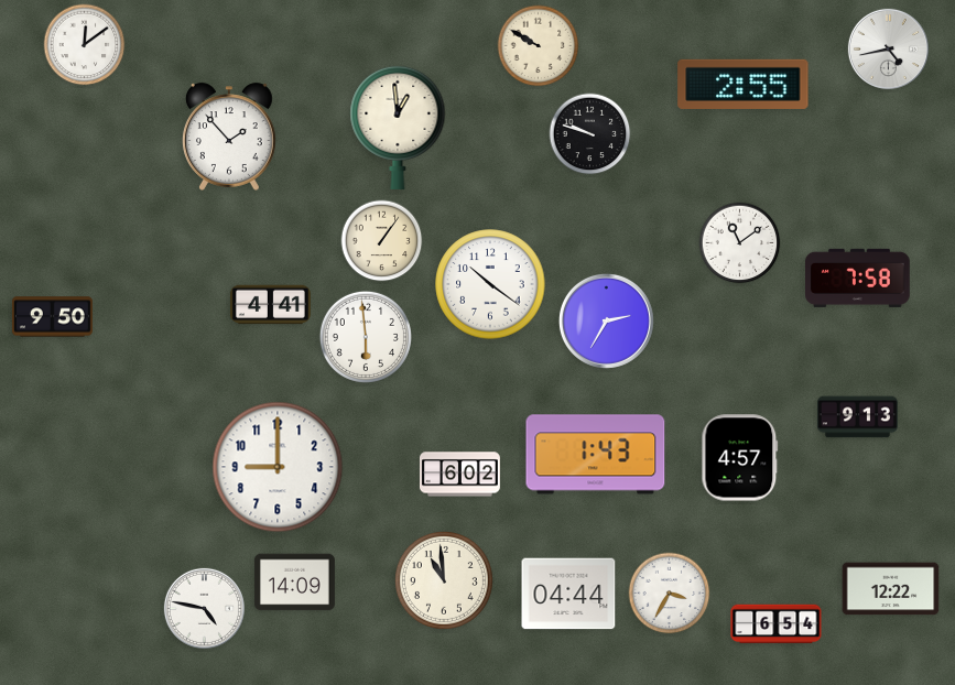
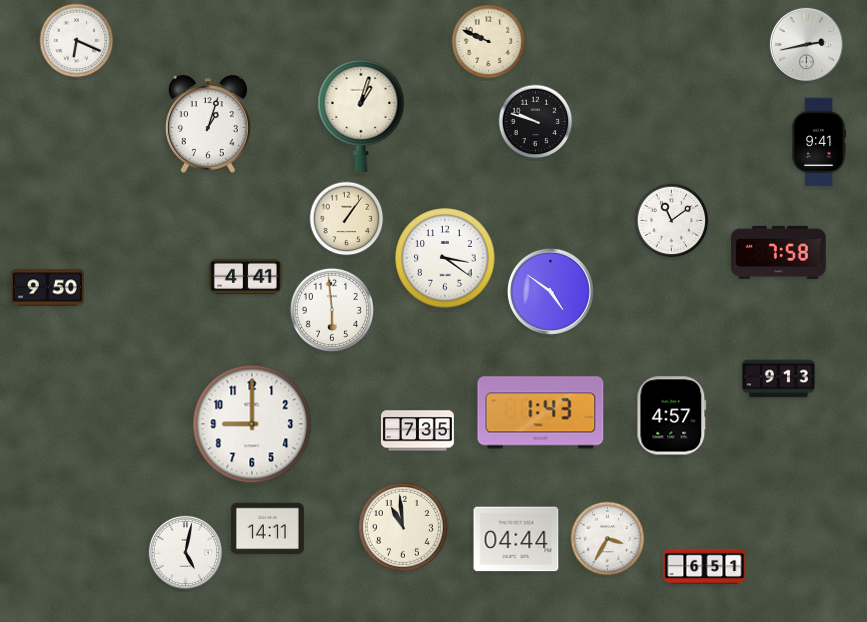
clock at (85, 45): 12:09 -> 6:19
clock at (539, 46): 9:50 -> 9:49
clock at (888, 48): 4:43 -> 2:43
clock at (744, 84): 2:55 -> none
clock at (398, 127): 12:59 -> 1:03
clock at (230, 137): 1:53 -> 1:03
clock at (820, 142): none -> 9:41
clock at (490, 284): 10:21 -> 3:21
clock at (606, 320): 2:35 -> 4:51
clock at (366, 337) position: (366, 337) -> (332, 310)
clock at (459, 475): 6:02 -> 7:35
clock at (294, 583): 14:09 -> 14:11
clock at (891, 589): 12:22 -> none
clock at (204, 608): 4:47 -> 5:02
clock at (777, 624): 6:54 -> 6:51
